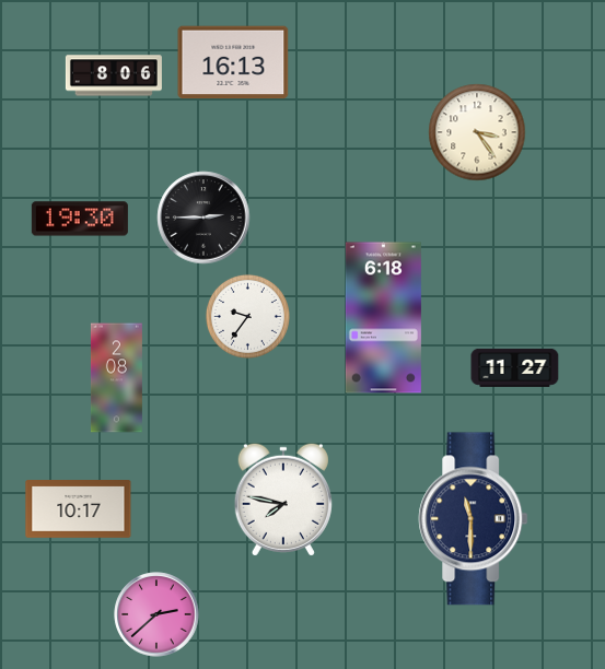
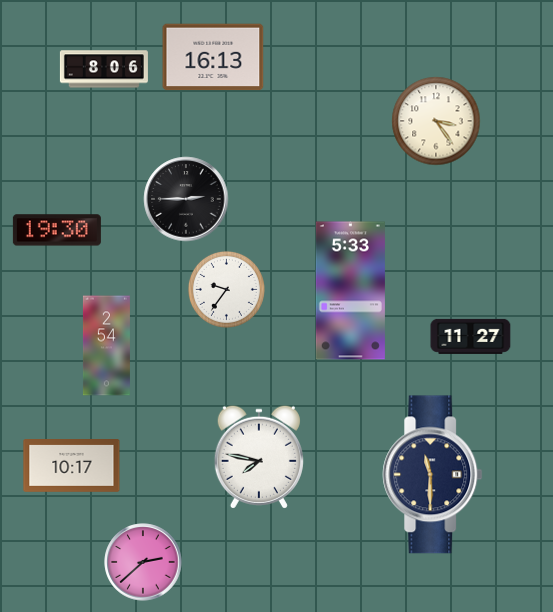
clock at (80, 219) position: (80, 219) -> (57, 230)
clock at (383, 318): 6:18 -> 5:33
clock at (116, 378): 2:08 -> 2:54
